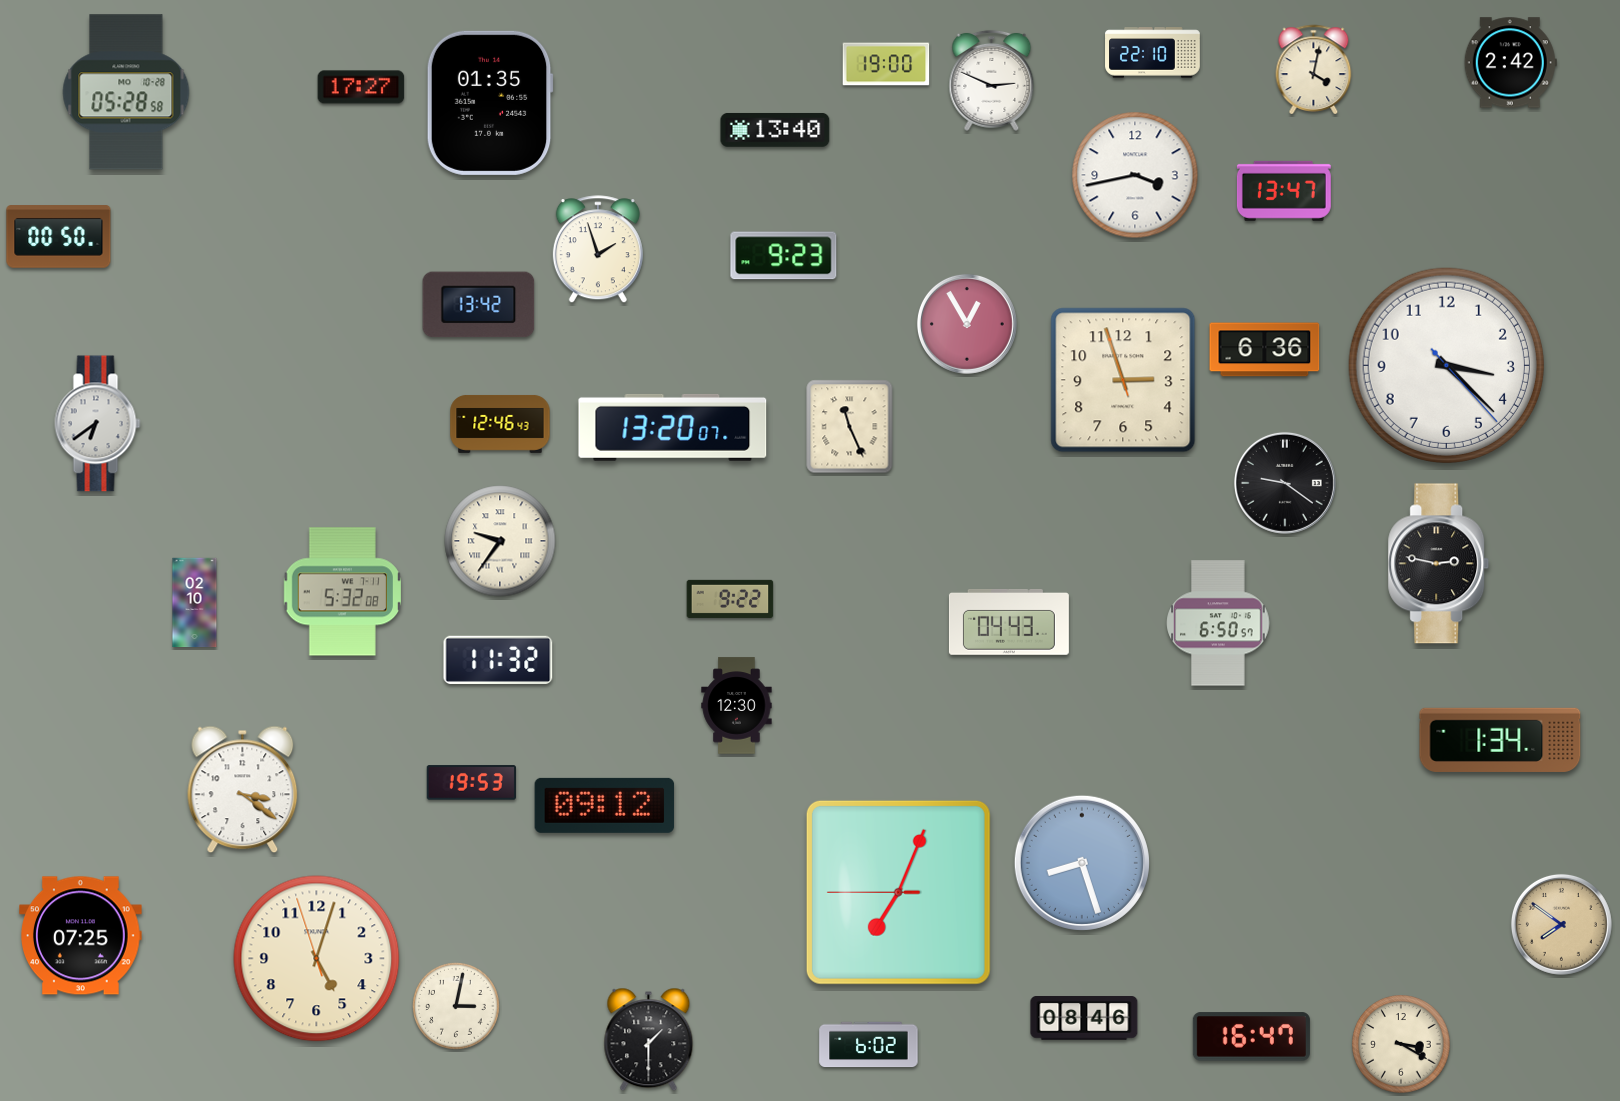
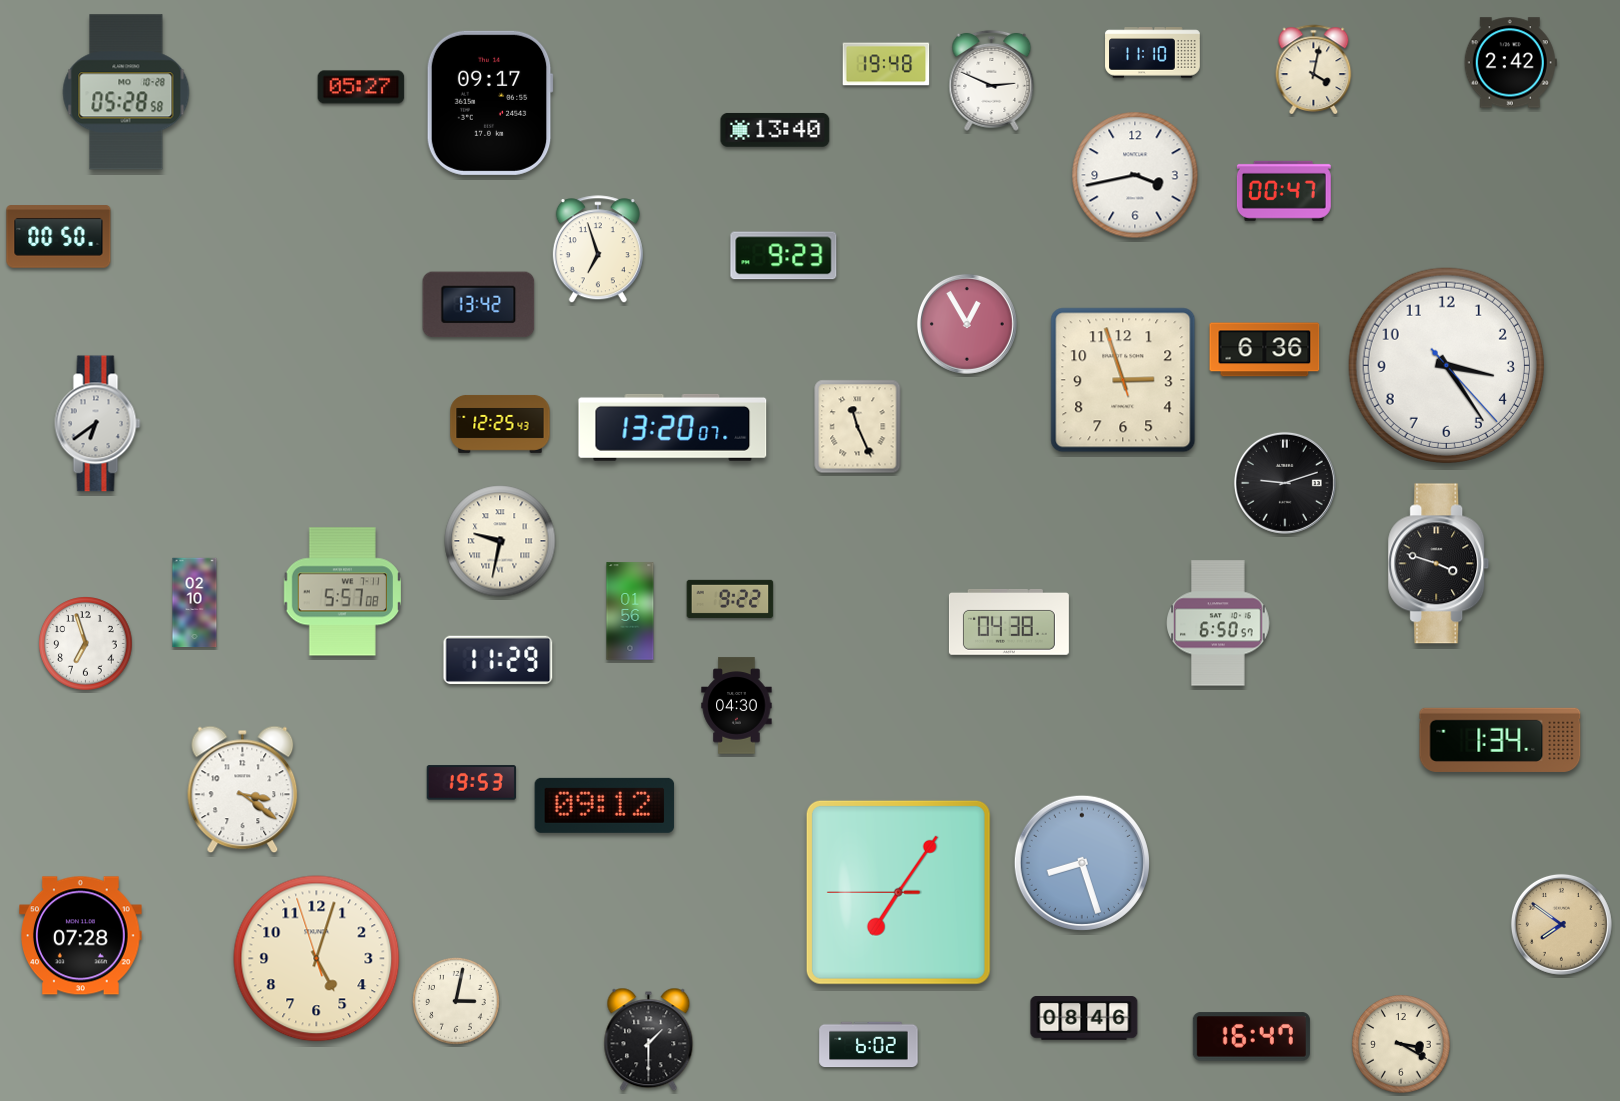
clock at (1153, 53): 22:10 -> 11:10
clock at (886, 64): 19:00 -> 19:48
clock at (361, 87): 17:27 -> 05:27
clock at (490, 103): 01:35 -> 09:17
clock at (1284, 191): 13:47 -> 00:47
clock at (598, 250): 1:57 -> 6:57
clock at (1446, 365): 3:22 -> 3:24
clock at (500, 424): 12:46 -> 12:25
clock at (850, 427) position: (850, 427) -> (858, 427)
clock at (1285, 483): 9:21 -> 9:12
clock at (500, 541): 9:36 -> 9:32
clock at (1439, 564): 2:47 -> 3:48
clock at (342, 592): 5:32 -> 5:57
clock at (630, 611): none -> 01:56
clock at (1009, 623): 04:43 -> 04:38
clock at (86, 644): none -> 6:57
clock at (498, 659): 11:32 -> 11:29
clock at (737, 706): 12:30 -> 04:30
clock at (898, 892): 7:03 -> 7:05
clock at (81, 936): 07:25 -> 07:28
clock at (457, 1007) position: (457, 1007) -> (457, 1002)
